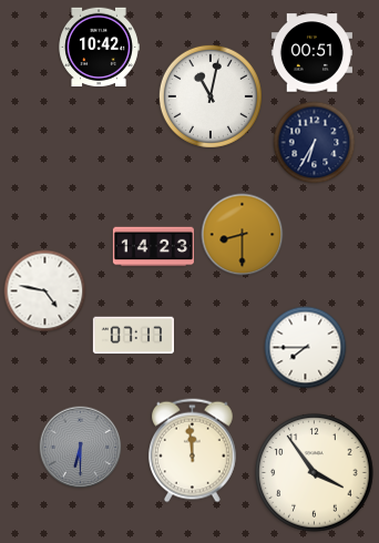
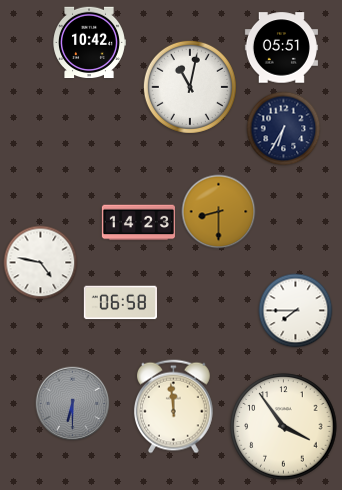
clock at (311, 53): 00:51 -> 05:51
clock at (133, 336): 07:17 -> 06:58
clock at (306, 348) position: (306, 348) -> (296, 311)
